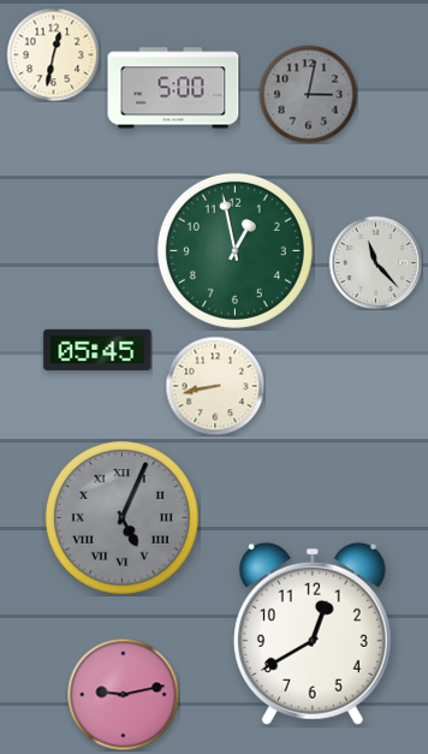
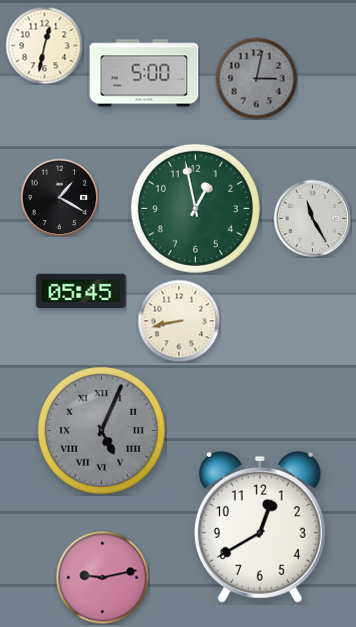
clock at (59, 197): none -> 1:20
clock at (375, 262): 11:23 -> 11:25
